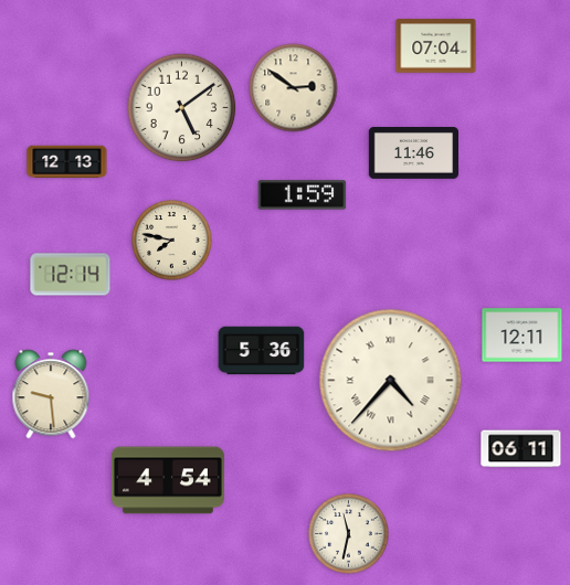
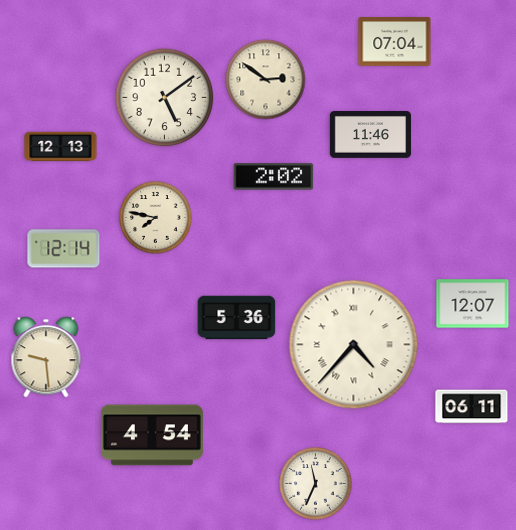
clock at (413, 153) position: (413, 153) -> (370, 135)
clock at (303, 195): 1:59 -> 2:02
clock at (522, 336): 12:11 -> 12:07
clock at (349, 534): 11:32 -> 11:34
